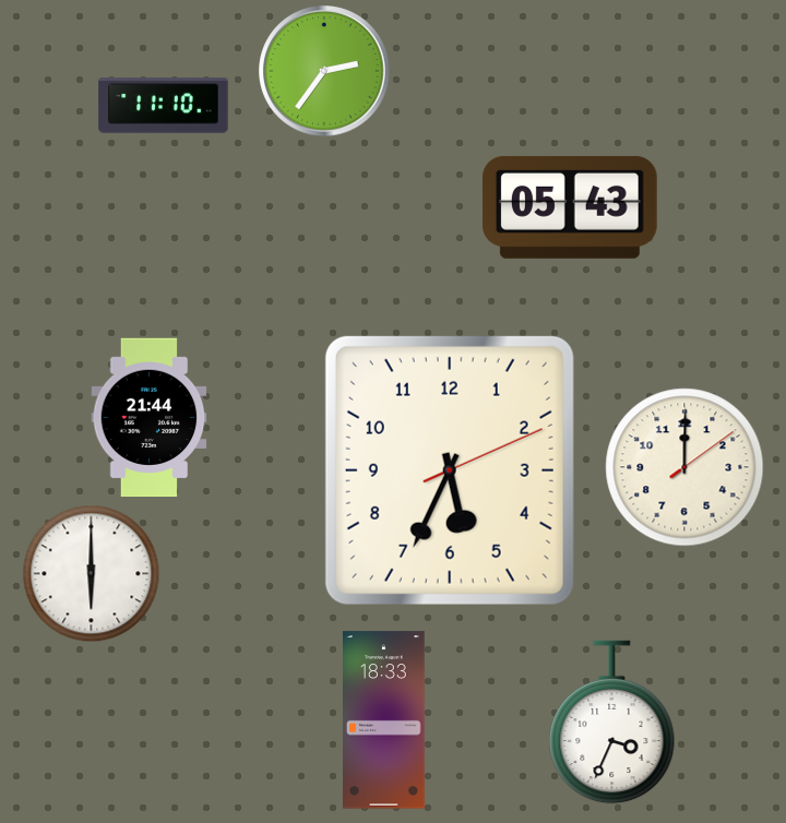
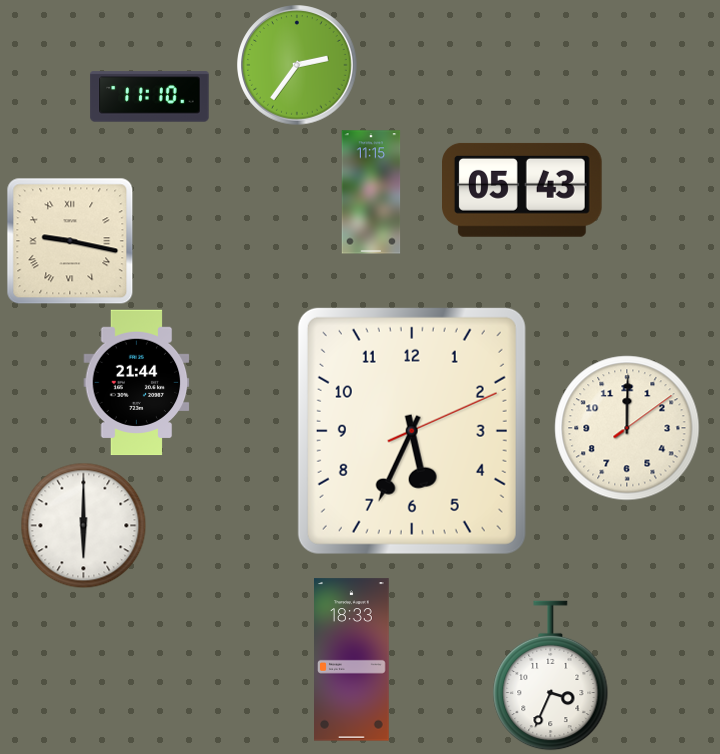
clock at (371, 192): none -> 11:15
clock at (70, 241): none -> 9:17
clock at (612, 723) position: (612, 723) -> (551, 676)
